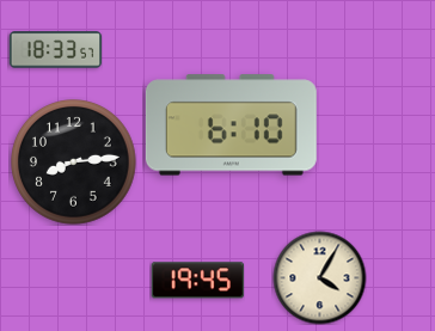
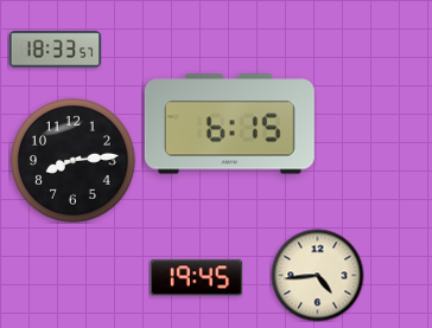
clock at (231, 125): 6:10 -> 6:15
clock at (319, 277): 4:05 -> 4:44
